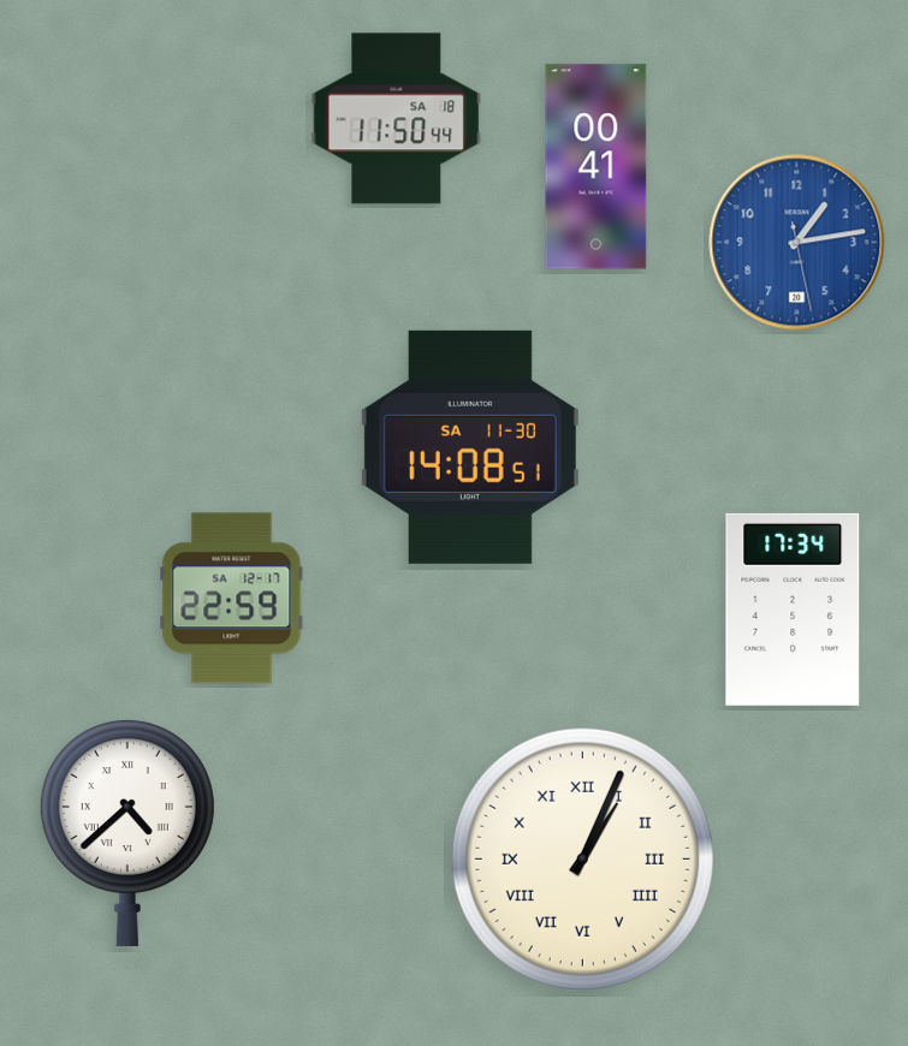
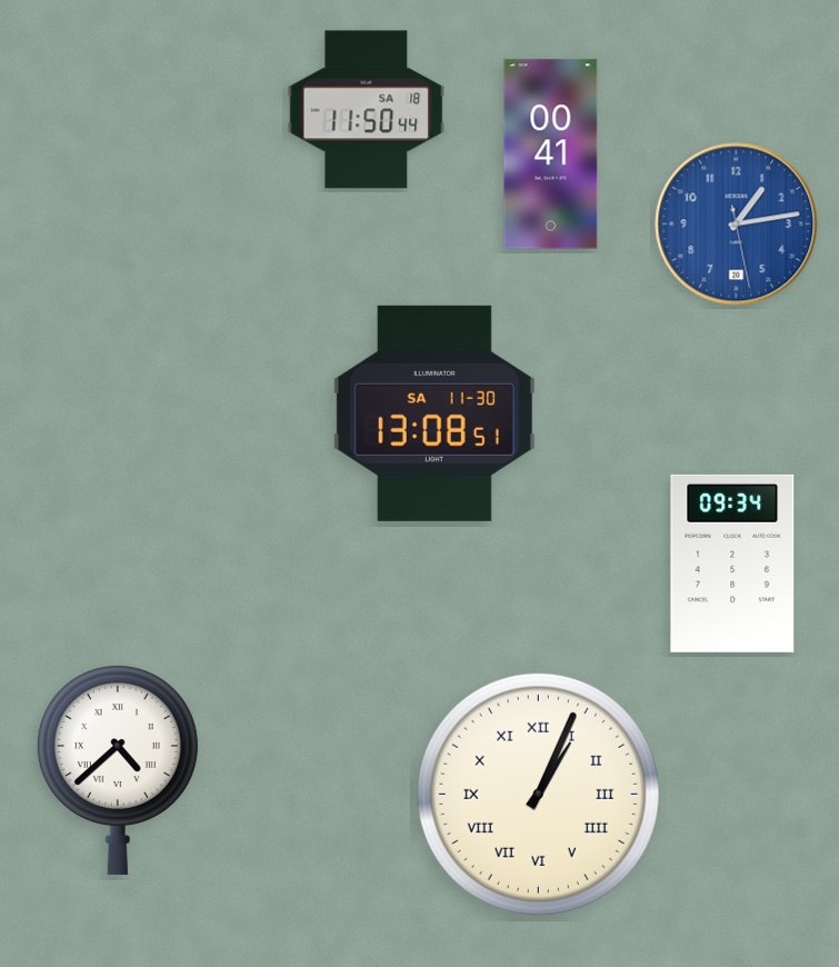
clock at (470, 447): 14:08 -> 13:08
clock at (232, 599): 22:59 -> none
clock at (793, 610): 17:34 -> 09:34
